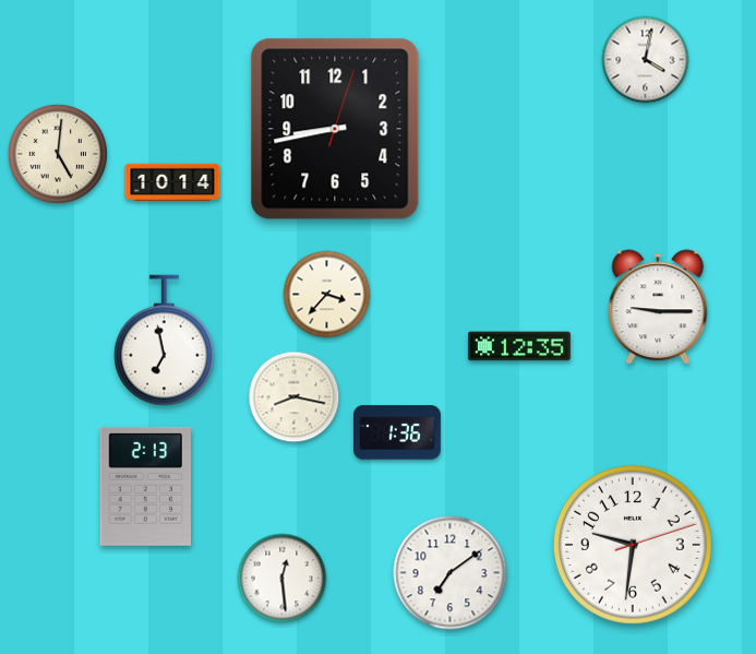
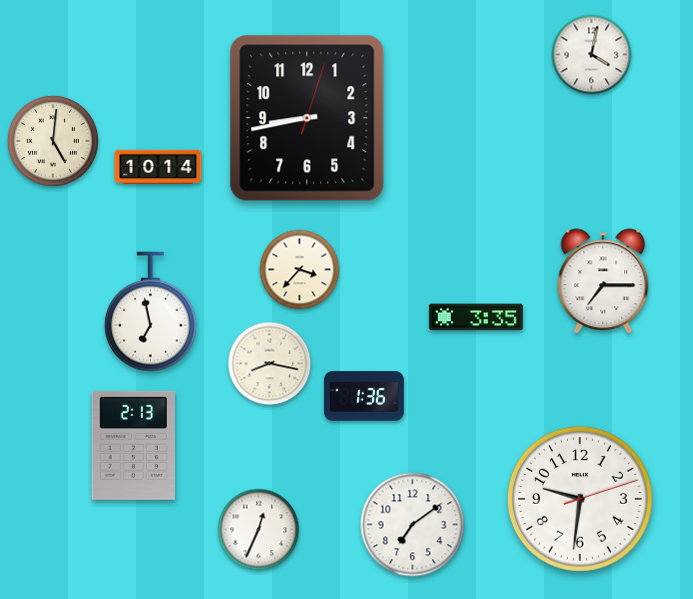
clock at (658, 307): 9:15 -> 7:15
clock at (519, 346): 12:35 -> 3:35
clock at (283, 579): 12:29 -> 12:34
